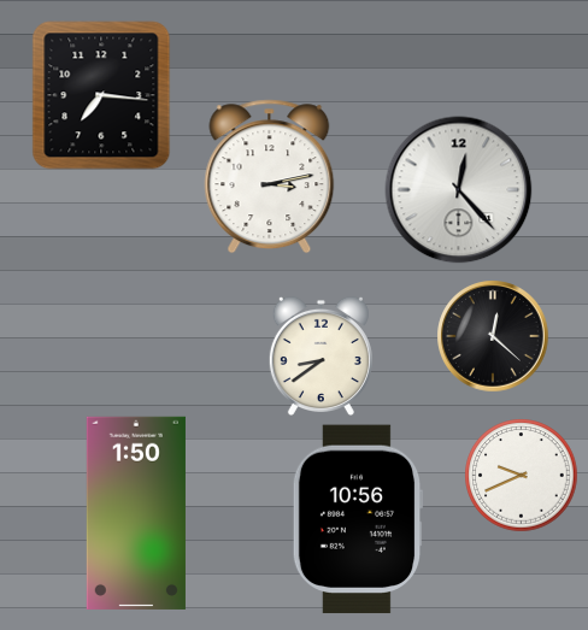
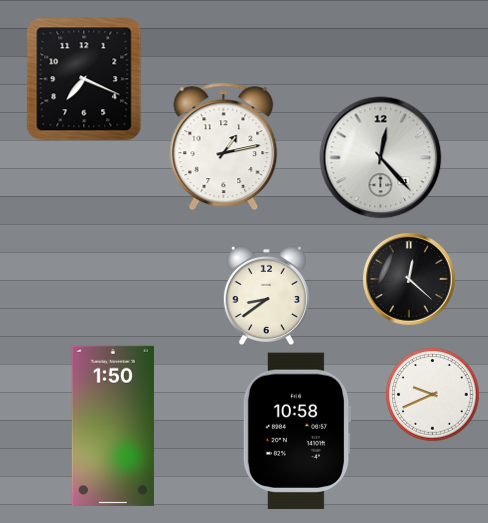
clock at (101, 95): 7:16 -> 7:19
clock at (270, 177): 3:13 -> 1:13
clock at (358, 519): 10:56 -> 10:58
